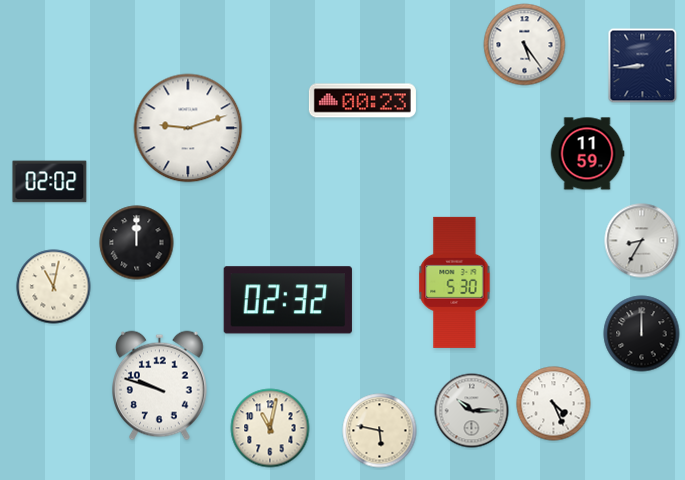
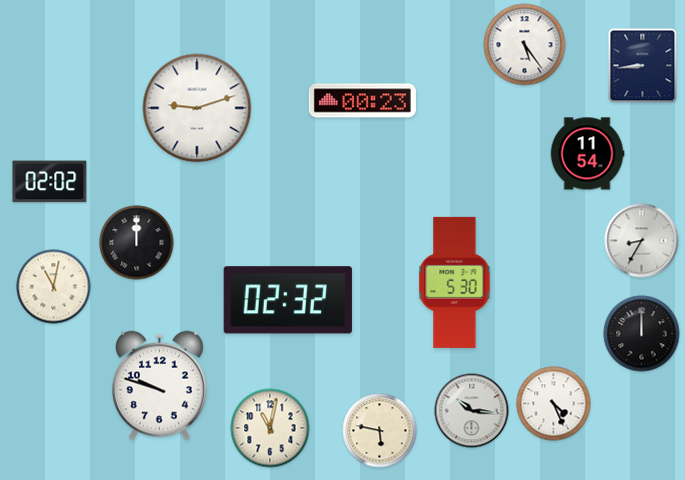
clock at (188, 128) position: (188, 128) -> (197, 108)
clock at (587, 154): 11:59 -> 11:54
clock at (472, 411): 10:15 -> 10:16
